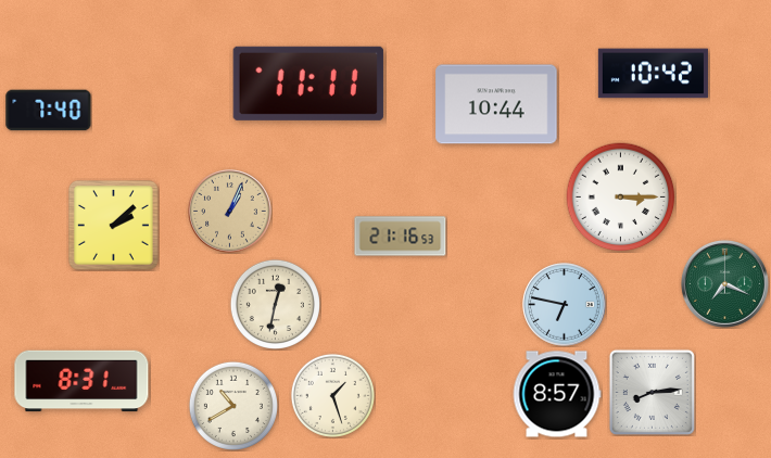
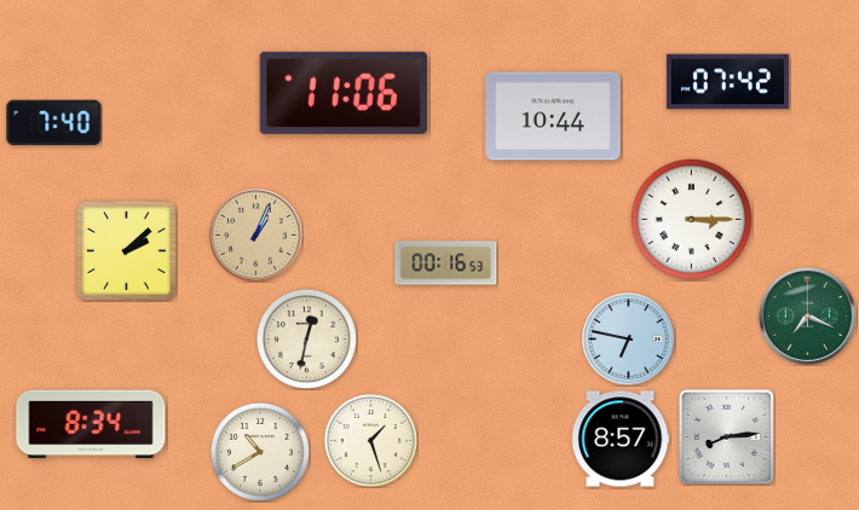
clock at (653, 74): 10:42 -> 07:42
clock at (308, 84): 11:11 -> 11:06
clock at (401, 237): 21:16 -> 00:16
clock at (81, 381): 8:31 -> 8:34
